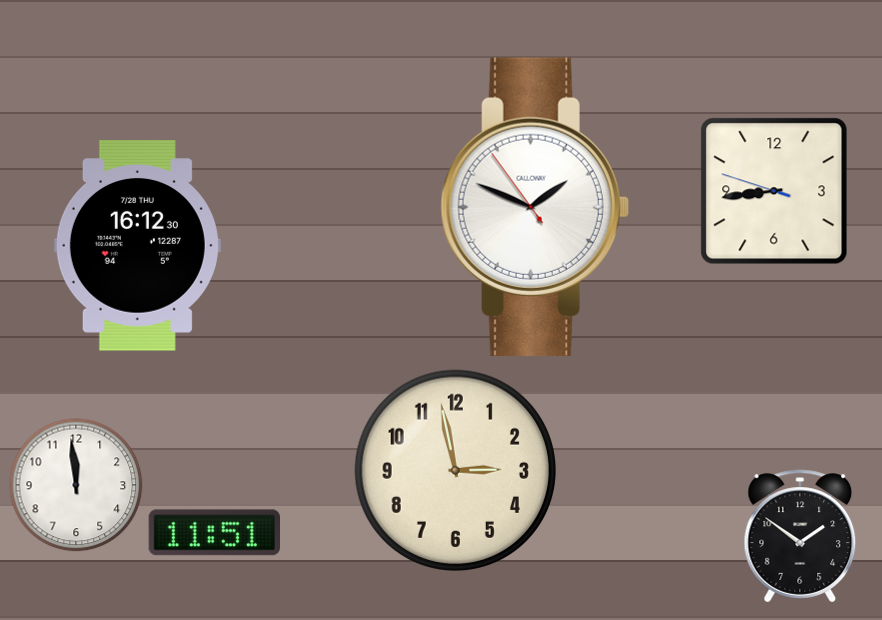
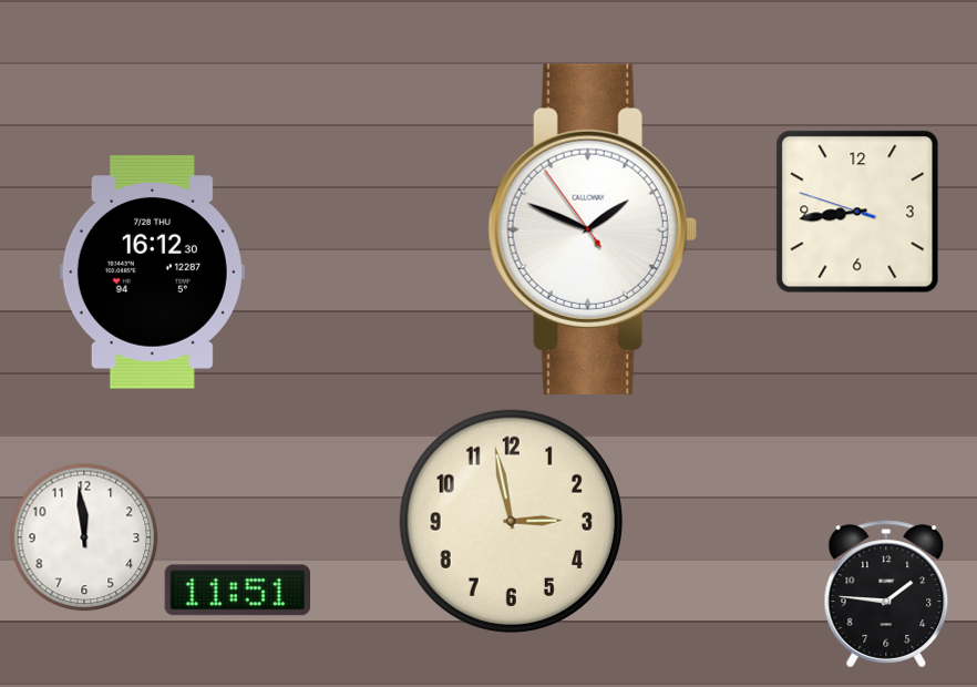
clock at (455, 470) position: (455, 470) -> (511, 521)
clock at (800, 536): 1:51 -> 1:46
